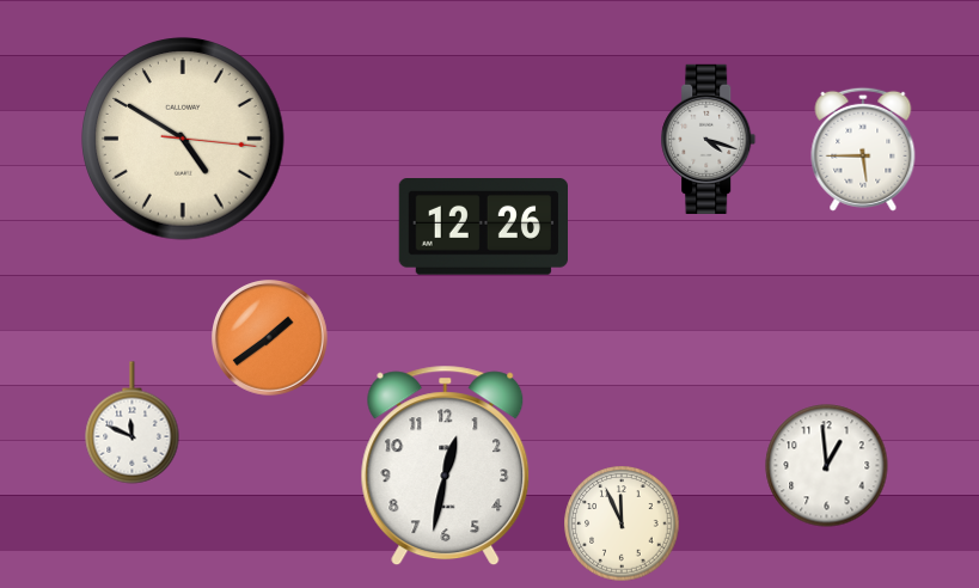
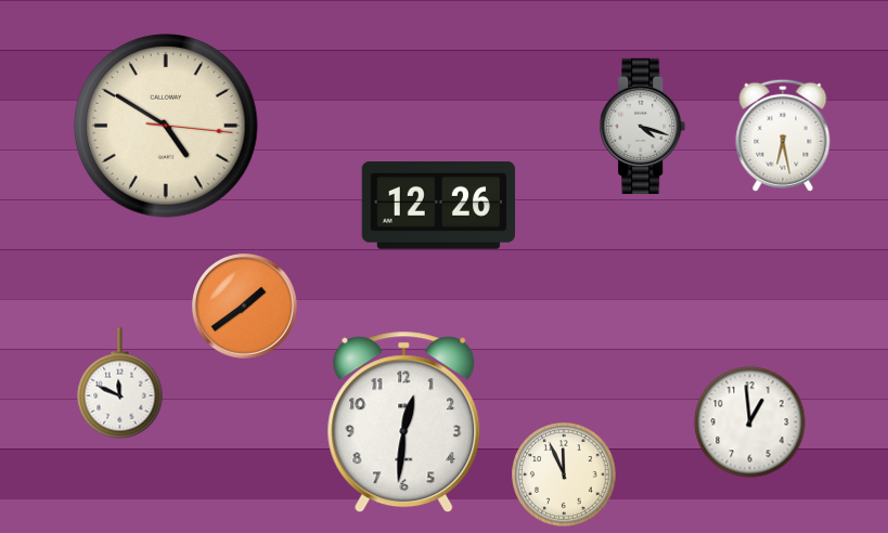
clock at (863, 149): 5:45 -> 6:28
clock at (446, 466): 12:32 -> 12:31
